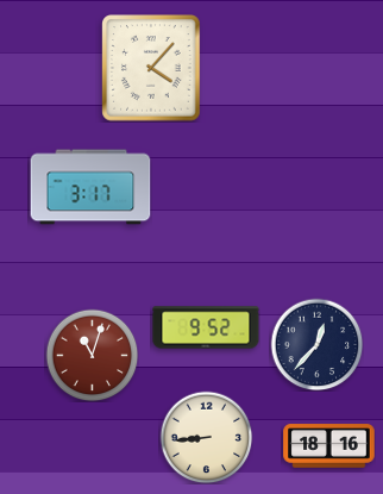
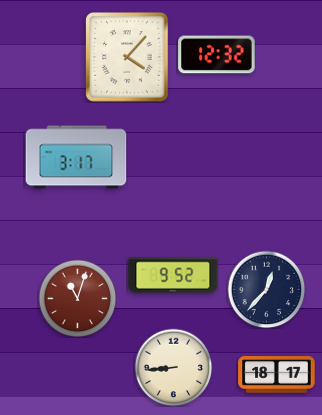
clock at (217, 55): none -> 12:32
clock at (329, 446): 18:16 -> 18:17
